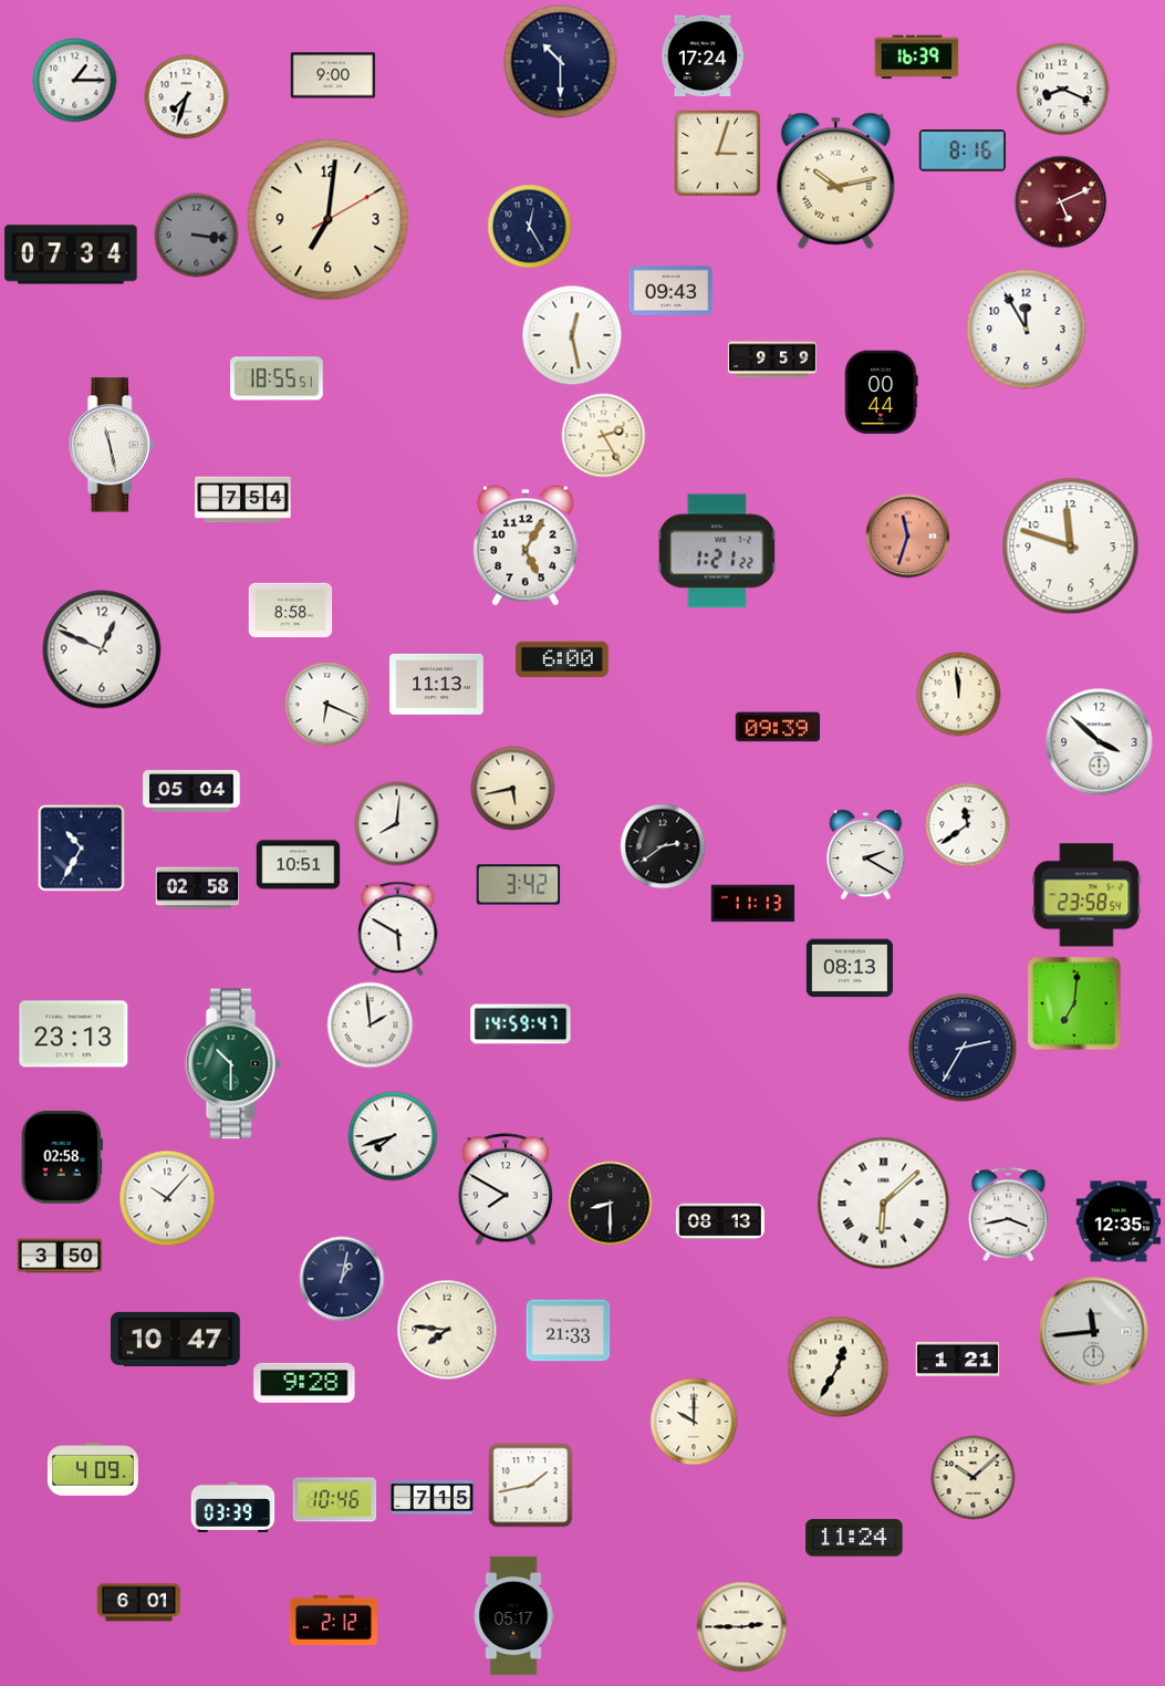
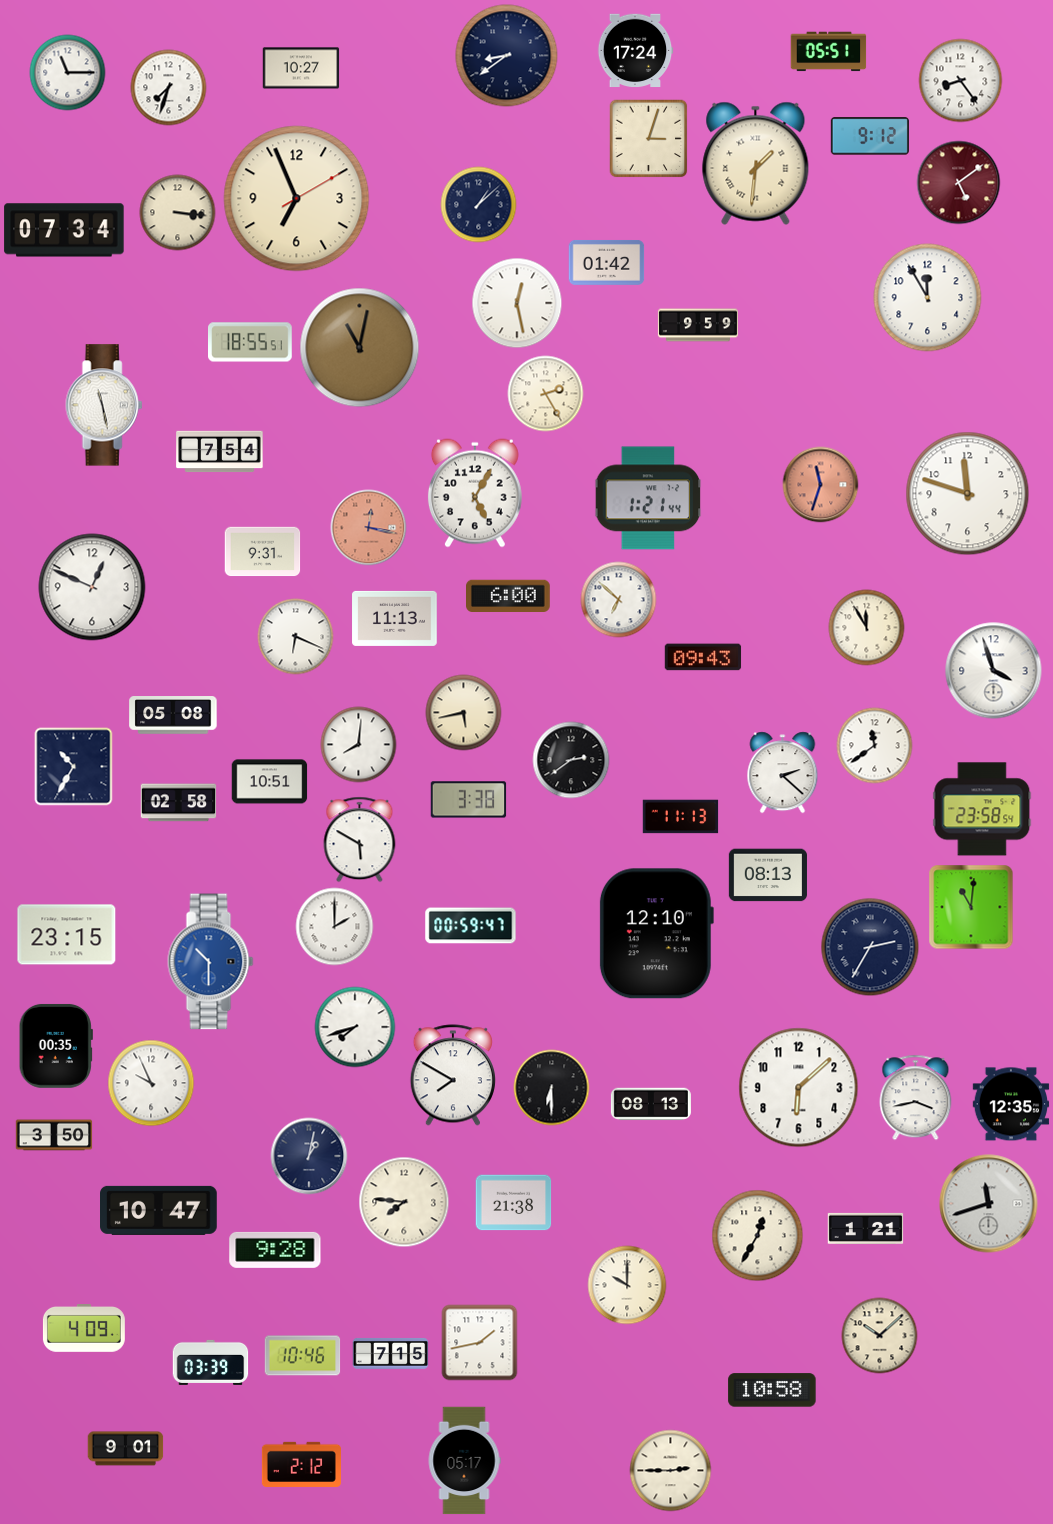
clock at (917, 58): 16:39 -> 05:51
clock at (561, 62): 10:30 -> 8:39
clock at (333, 75): 9:00 -> 10:27
clock at (75, 81): 1:15 -> 11:15
clock at (1063, 90): 8:19 -> 8:24
clock at (963, 150): 8:16 -> 9:12
clock at (836, 180): 10:13 -> 1:31
clock at (1061, 202): 5:11 -> 5:09
clock at (329, 220): 7:01 -> 6:56
clock at (530, 227): 12:25 -> 1:08
clock at (197, 236) dial: grey -> cream
clock at (672, 290): 09:43 -> 01:42
clock at (360, 348): none -> 11:02
clock at (882, 393): 00:44 -> none
clock at (112, 445) position: (112, 445) -> (104, 405)
clock at (717, 551): 1:21:22 -> 1:21:44
clock at (369, 528): none -> 12:17
clock at (291, 611): 8:58 -> 9:31
clock at (619, 600): none -> 6:52
clock at (959, 695): 11:59 -> 11:55
clock at (778, 727): 09:39 -> 09:43
clock at (1100, 742): 3:52 -> 3:57
clock at (191, 792): 05:04 -> 05:08
clock at (663, 846) position: (663, 846) -> (571, 760)
clock at (866, 855): 2:20 -> 2:22
clock at (519, 885): 3:42 -> 3:38
clock at (1074, 1003): 7:01 -> 11:01
clock at (521, 1024): 14:59 -> 00:59
clock at (371, 1026): 1:59 -> 2:00
clock at (656, 934): none -> 12:10
clock at (74, 1034): 23:13 -> 23:15
clock at (233, 1064) dial: green -> blue
clock at (62, 1157): 02:58 -> 00:35
clock at (506, 1189) position: (506, 1189) -> (453, 1075)
clock at (167, 1198): 10:07 -> 9:56
clock at (611, 1204): 8:30 -> 6:30
clock at (884, 1204) numerals: Roman -> Arabic
clock at (1009, 1215) position: (1009, 1215) -> (916, 1098)
clock at (569, 1331): 21:33 -> 21:38
clock at (1094, 1332): 11:44 -> 11:42
clock at (854, 1538): 11:24 -> 10:58
clock at (139, 1603): 6:01 -> 9:01
